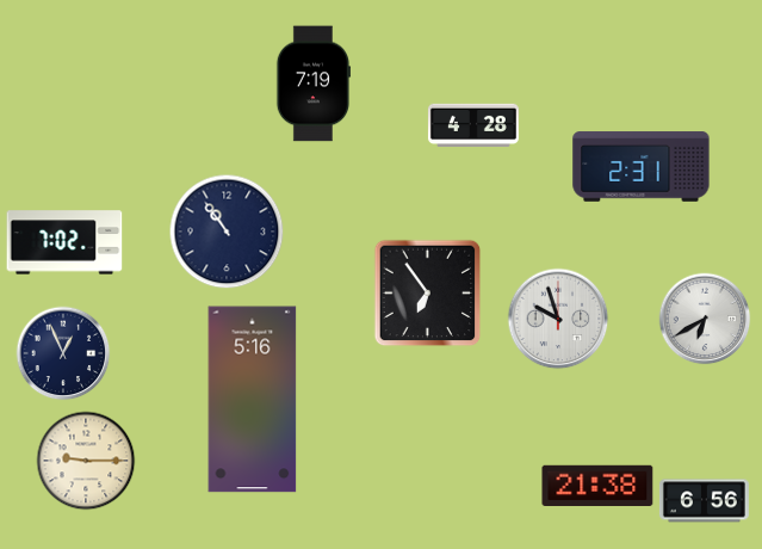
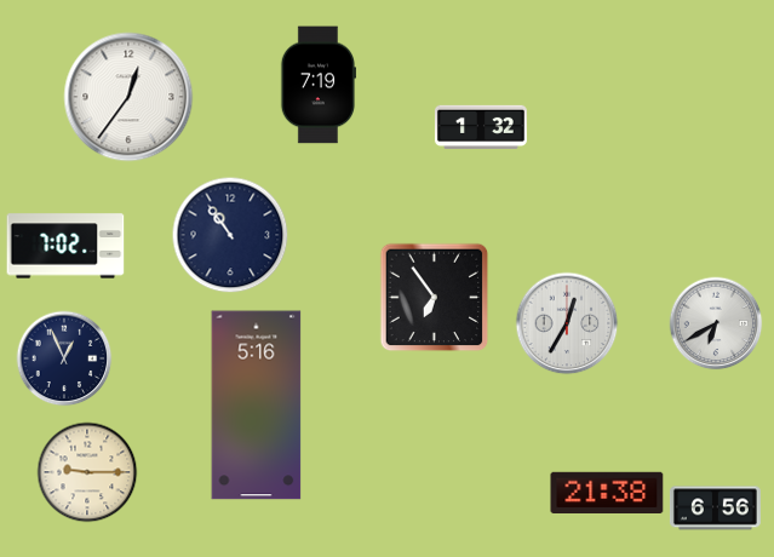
clock at (128, 97): none -> 12:36
clock at (473, 124): 4:28 -> 1:32
clock at (642, 167): 2:31 -> none
clock at (558, 319): 9:57 -> 12:35
clock at (86, 461) position: (86, 461) -> (87, 472)
